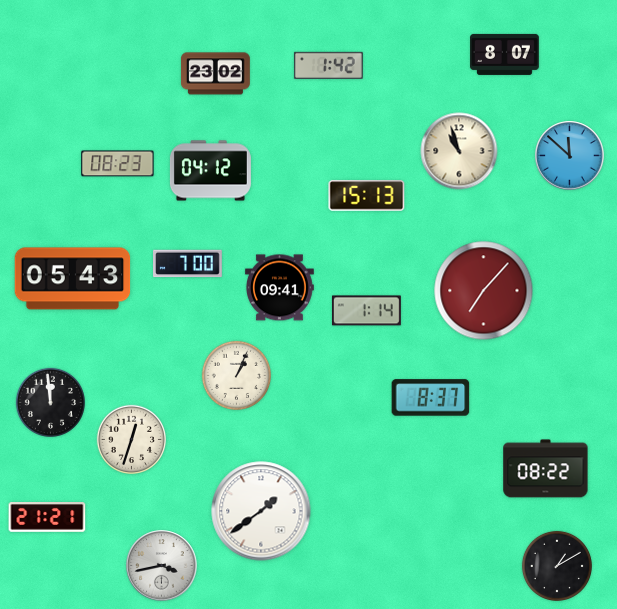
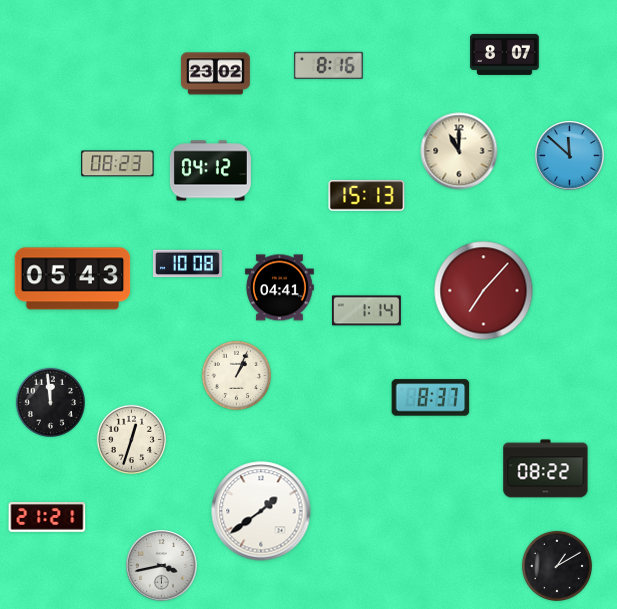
clock at (328, 65): 1:42 -> 8:16
clock at (459, 151): 10:57 -> 11:00
clock at (188, 264): 7:00 -> 10:08
clock at (279, 288): 09:41 -> 04:41
